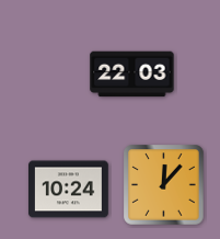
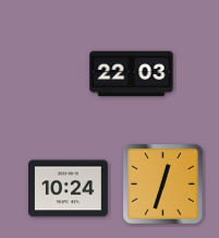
clock at (164, 185): 12:07 -> 12:33
